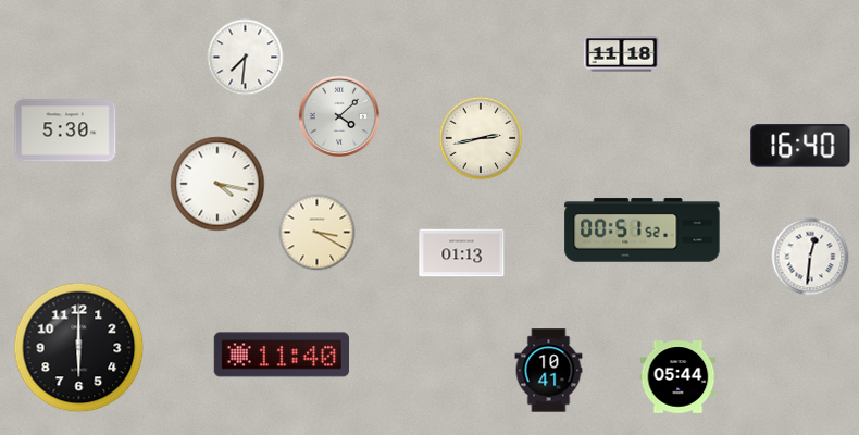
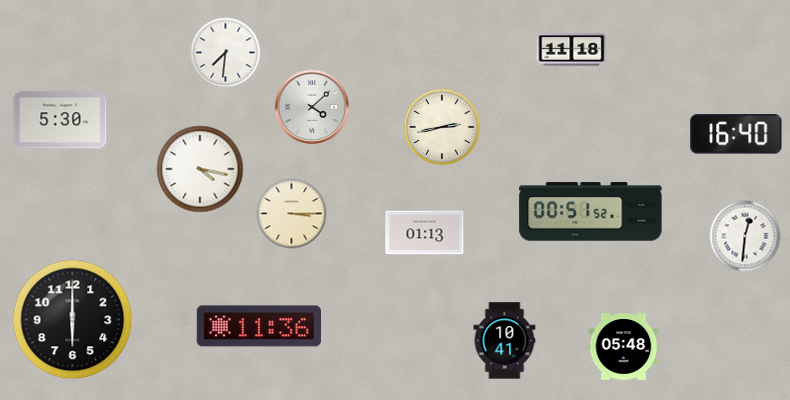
clock at (318, 233): 3:20 -> 3:15
clock at (281, 355): 11:40 -> 11:36
clock at (679, 377): 05:44 -> 05:48
